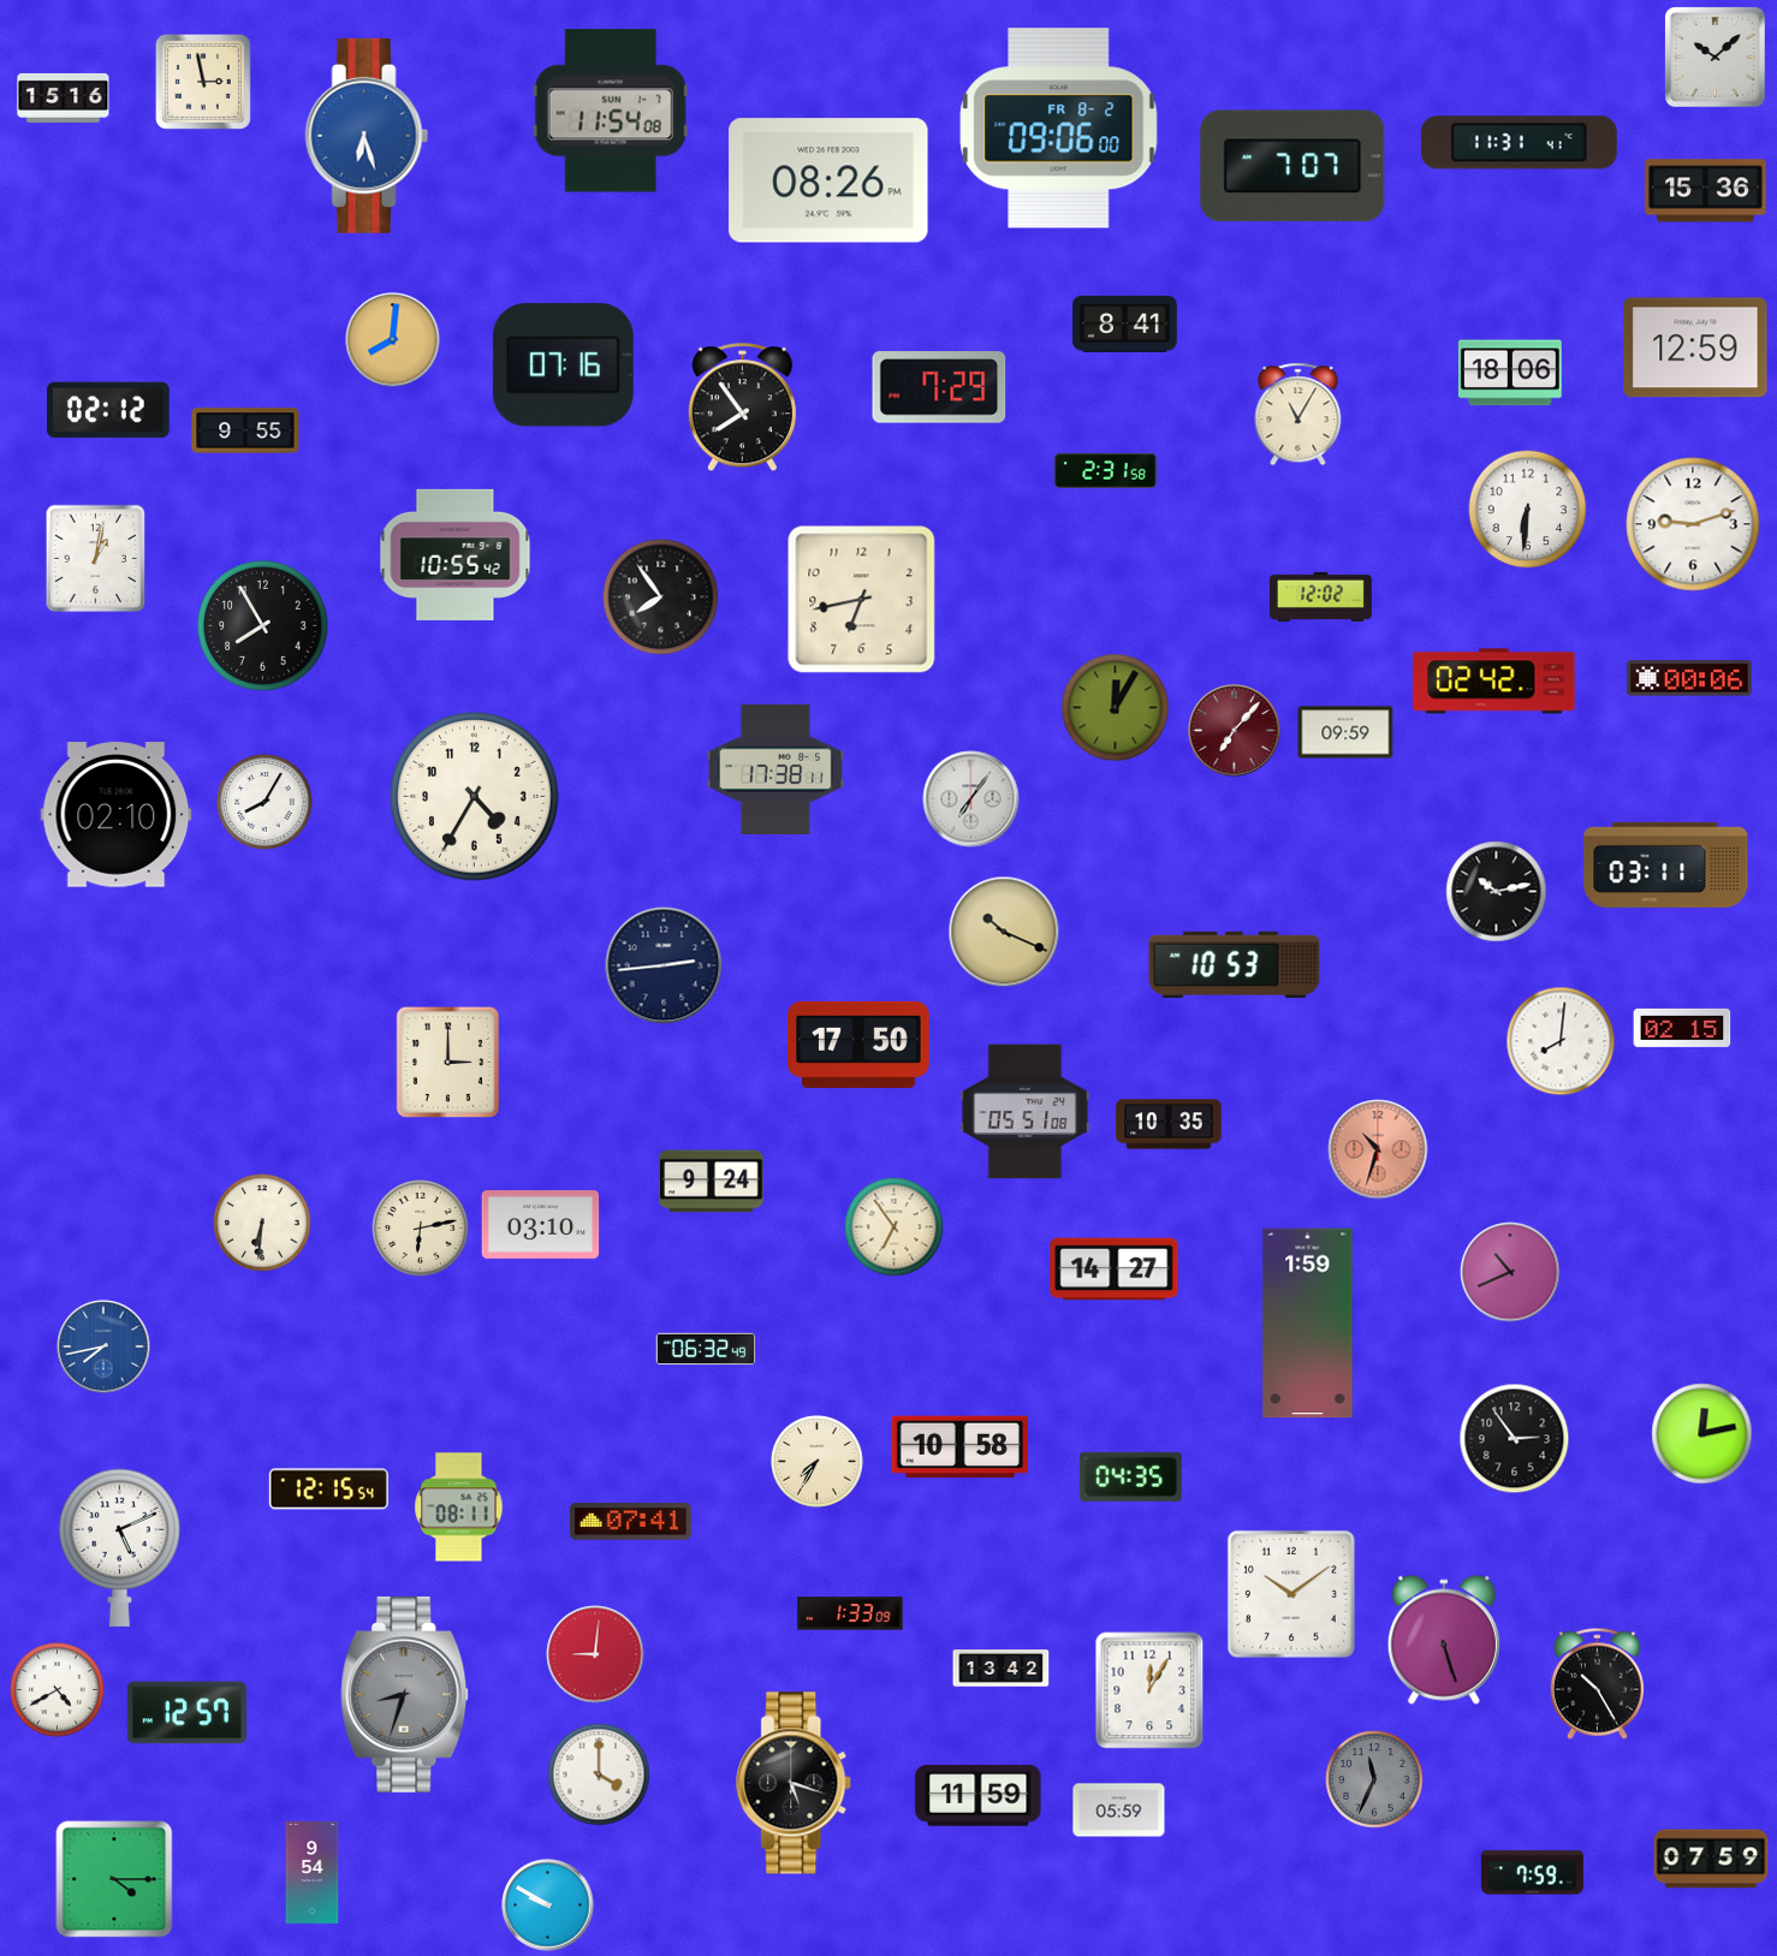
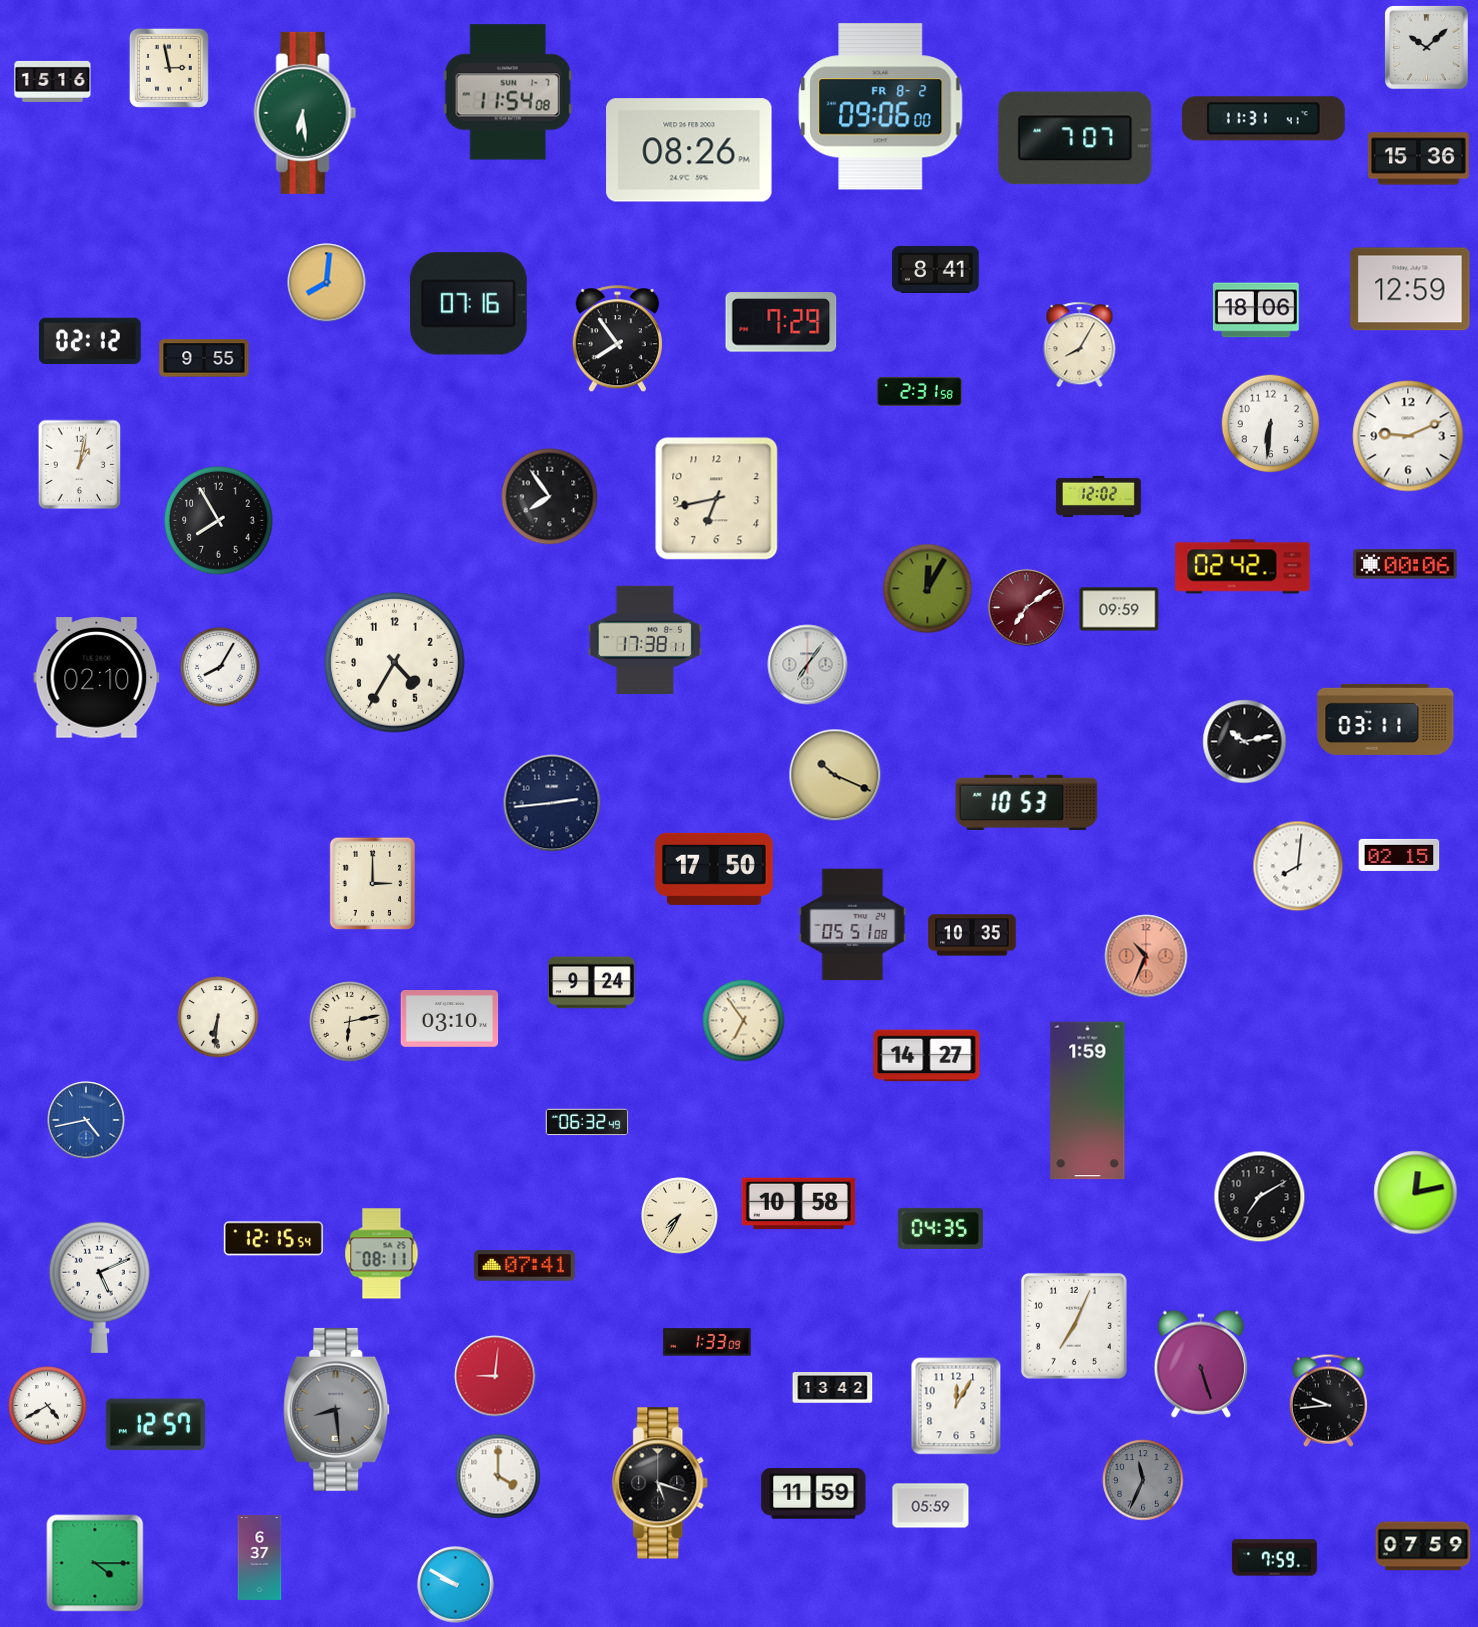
clock at (367, 136): 6:27 -> 6:29
clock at (367, 136) dial: blue -> green
clock at (1298, 415): 11:05 -> 8:05
clock at (1693, 524): 9:12 -> 9:11
clock at (456, 554): 10:55 -> none
clock at (1235, 731): 7:07 -> 7:09
clock at (1378, 1149): 10:33 -> 10:34
clock at (1510, 1272): 10:41 -> none
clock at (103, 1346): 7:43 -> 4:43
clock at (1515, 1439): 2:54 -> 7:10
clock at (1291, 1594): 10:09 -> 7:04
clock at (1597, 1683): 10:25 -> 9:44
clock at (405, 1694): 8:33 -> 8:29
clock at (313, 1872): 9:54 -> 6:37
